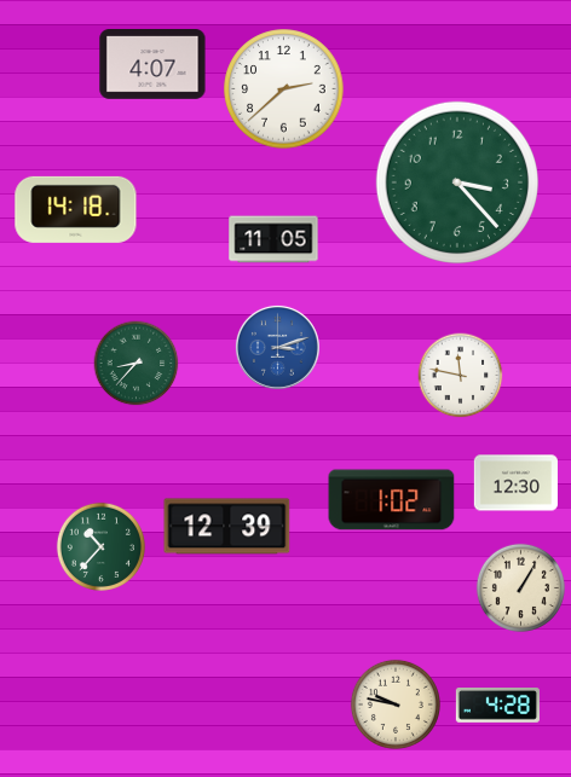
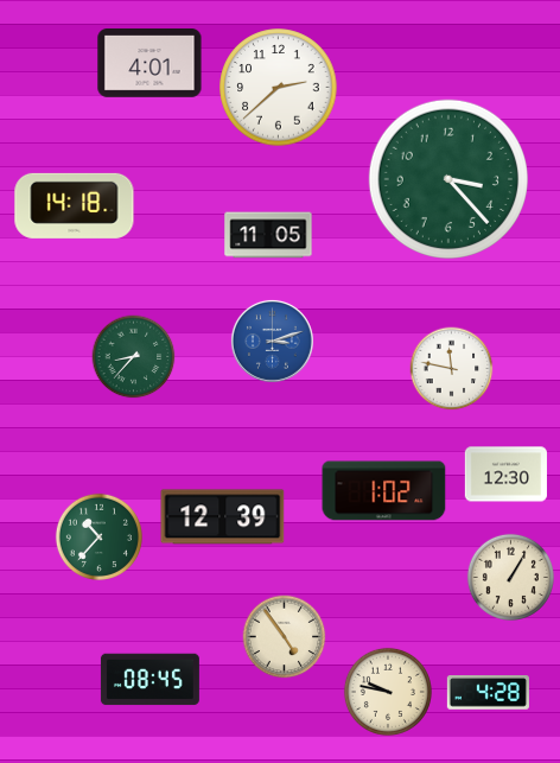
clock at (152, 65): 4:07 -> 4:01
clock at (285, 637): none -> 4:54
clock at (149, 680): none -> 08:45
